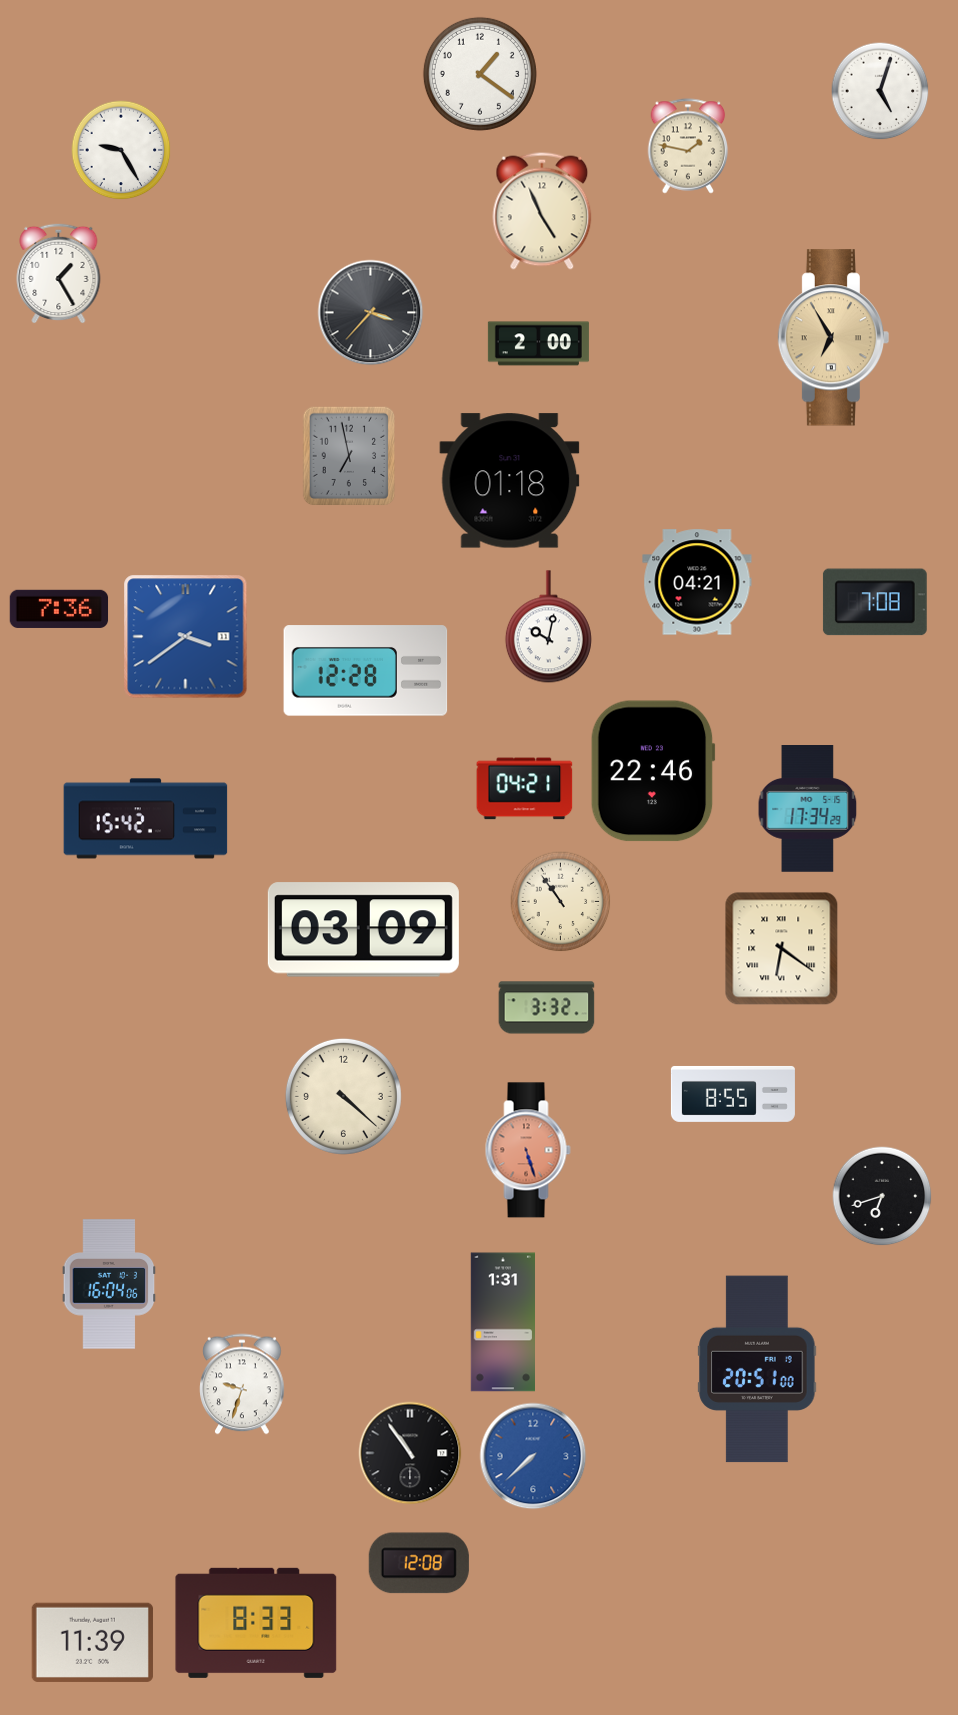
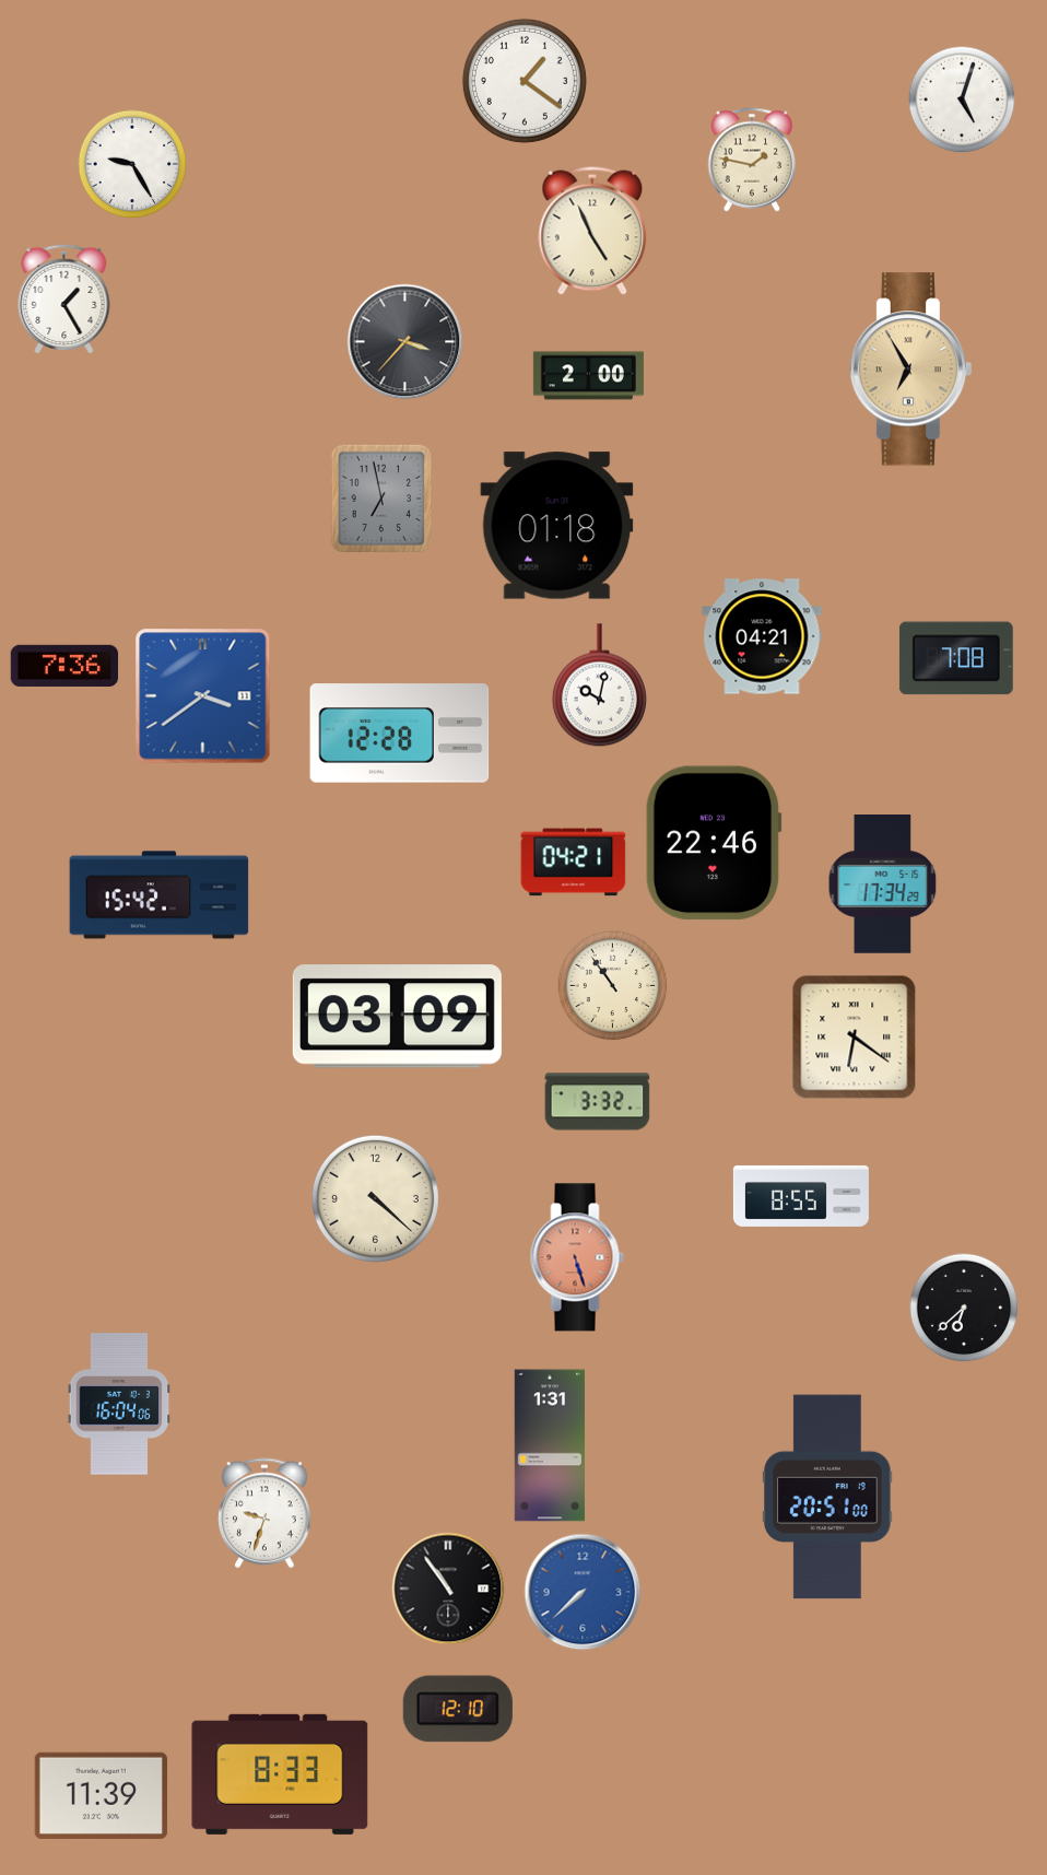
clock at (882, 1196): 6:42 -> 6:38
clock at (419, 1563): 12:08 -> 12:10
